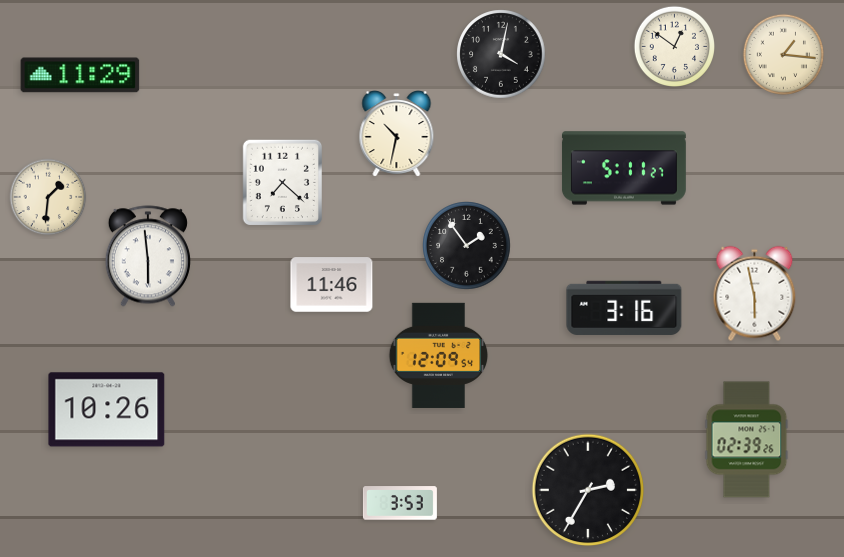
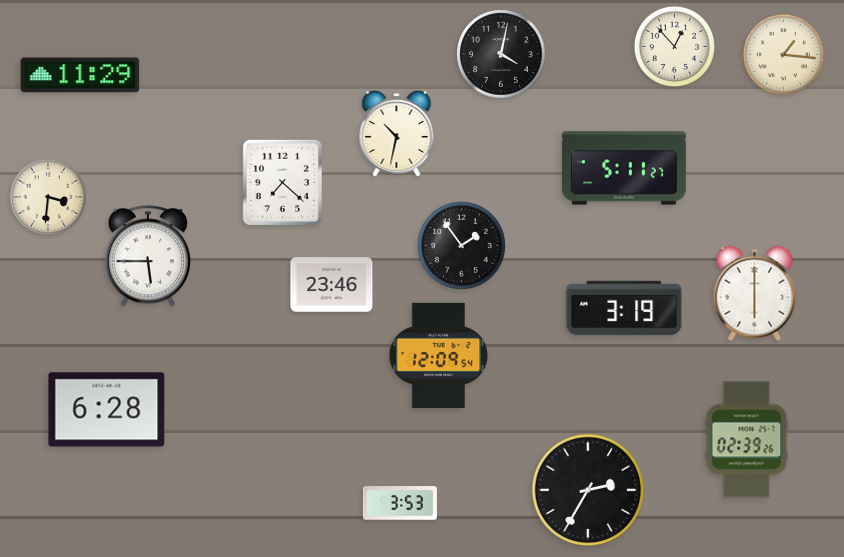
clock at (674, 46): 12:51 -> 12:53
clock at (48, 197): 1:31 -> 3:31
clock at (467, 246) position: (467, 246) -> (462, 246)
clock at (148, 256): 5:59 -> 5:45
clock at (332, 285): 11:46 -> 23:46
clock at (755, 294): 5:58 -> 6:00
clock at (624, 308): 3:16 -> 3:19
clock at (107, 410): 10:26 -> 6:28
